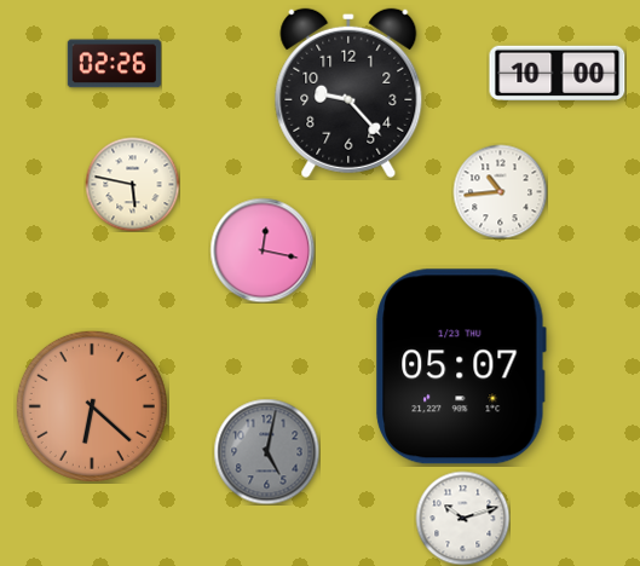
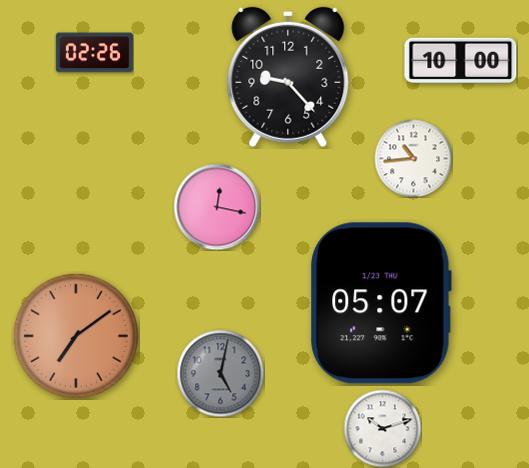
clock at (132, 184): 5:47 -> none
clock at (92, 406): 6:22 -> 7:09
